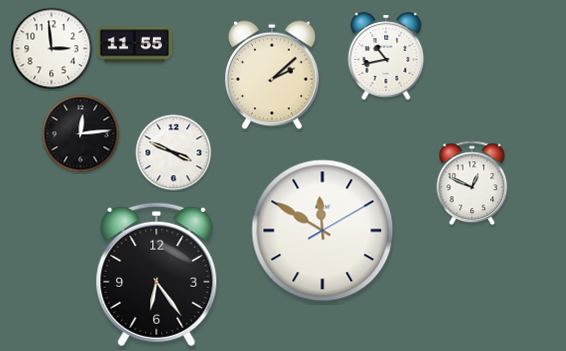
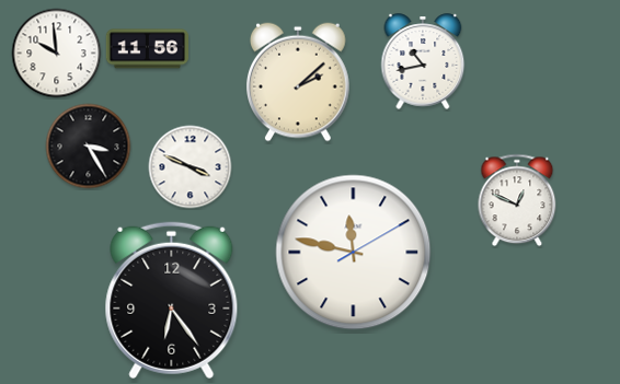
clock at (135, 45): 11:55 -> 11:56
clock at (52, 49): 2:59 -> 9:59
clock at (81, 134): 12:14 -> 3:25
clock at (323, 231): 11:50 -> 11:47
